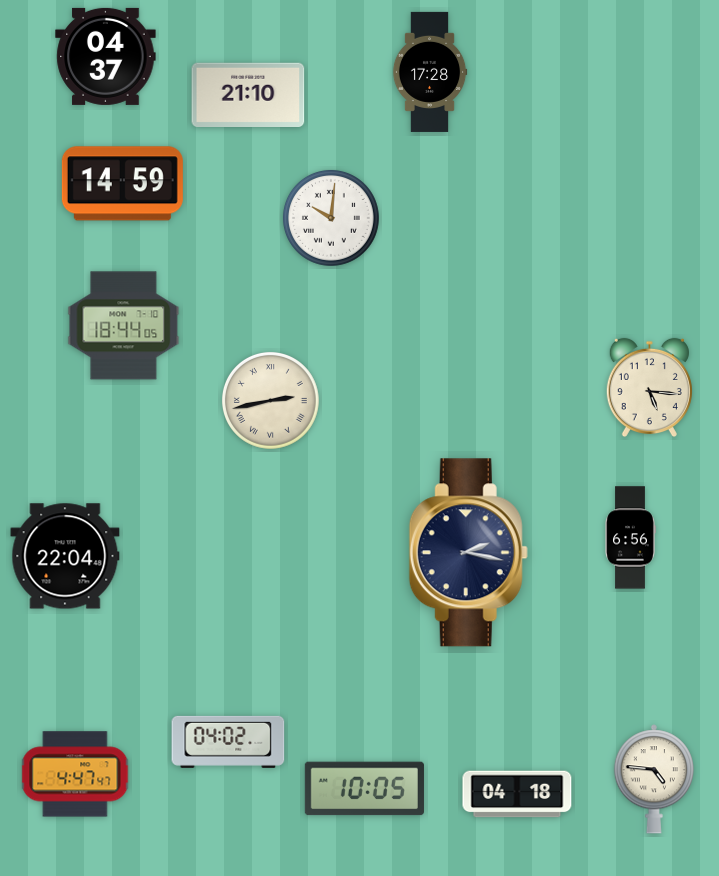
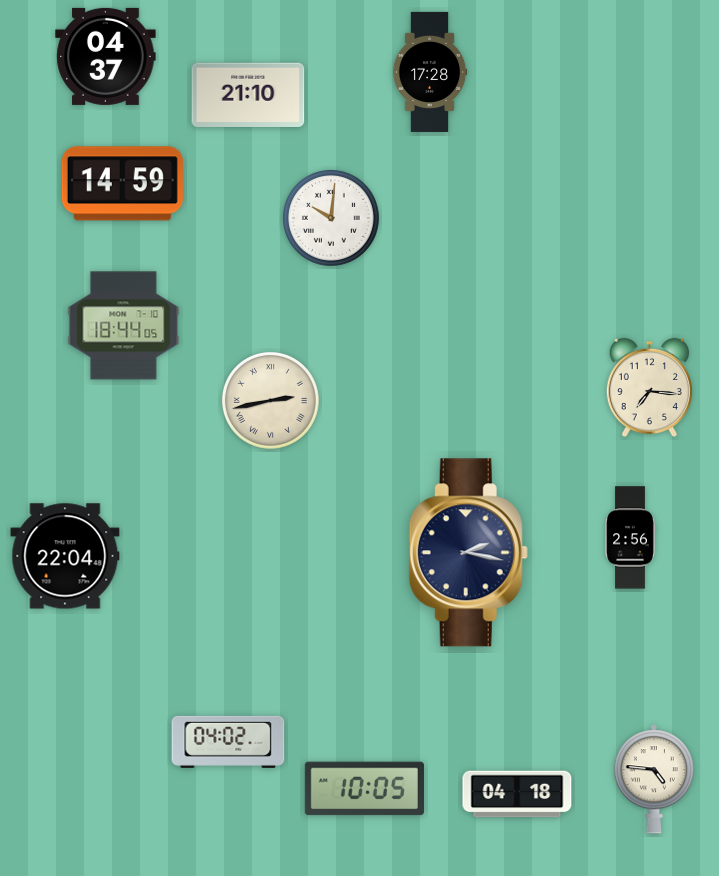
clock at (649, 388): 5:16 -> 7:16
clock at (630, 538): 6:56 -> 2:56
clock at (75, 774): 4:47 -> none
